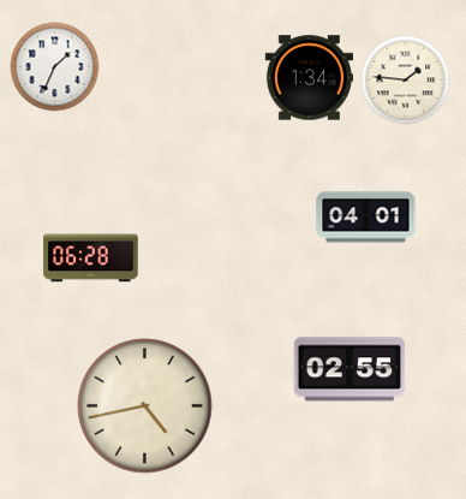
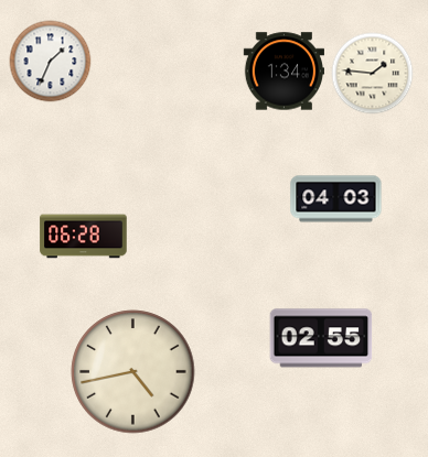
clock at (366, 218): 04:01 -> 04:03
